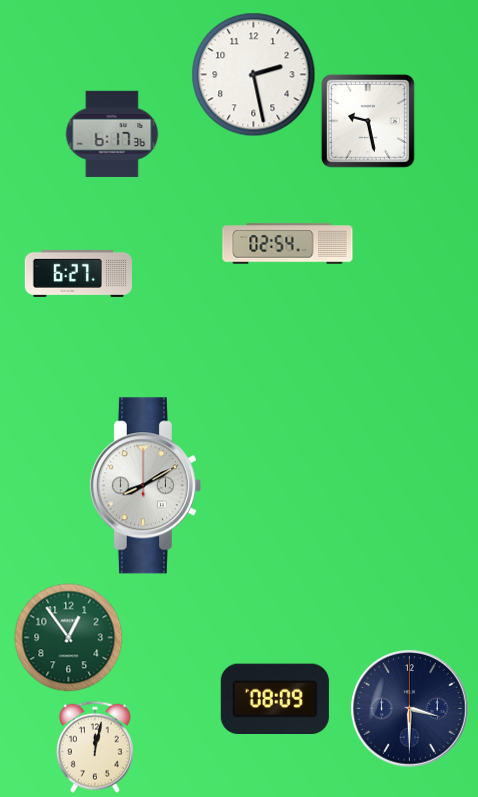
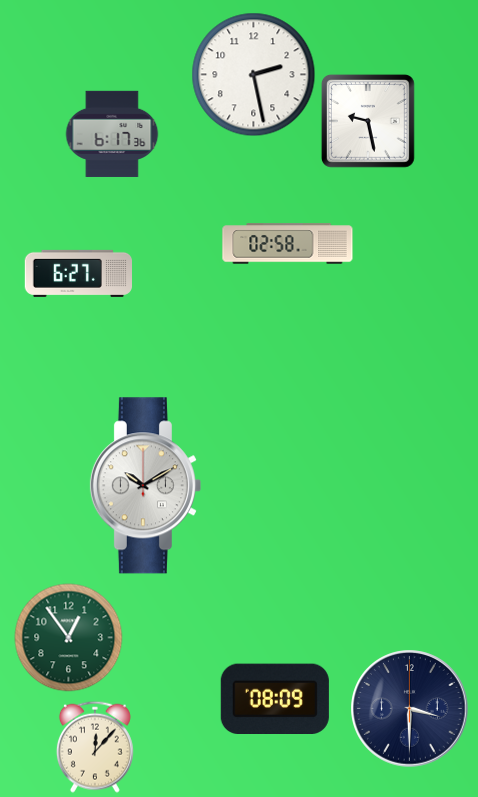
clock at (288, 244): 02:54 -> 02:58
clock at (145, 486): 8:10 -> 10:10
clock at (95, 747): 12:02 -> 12:07
